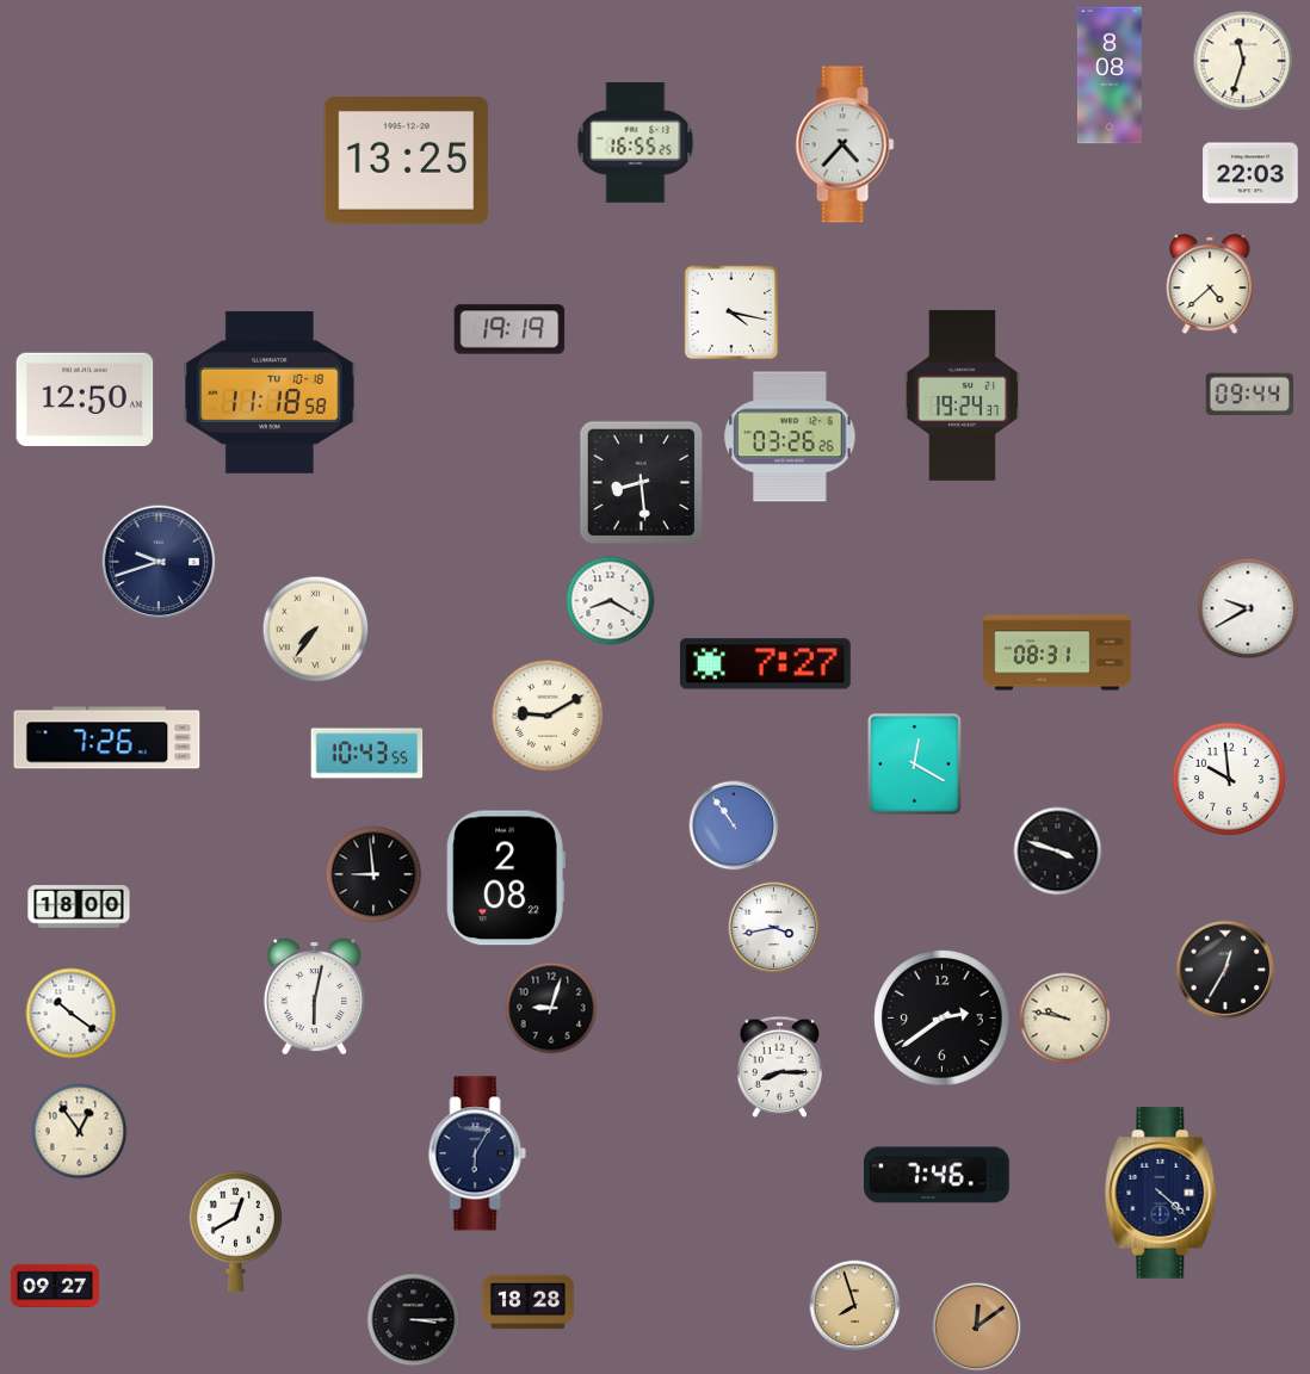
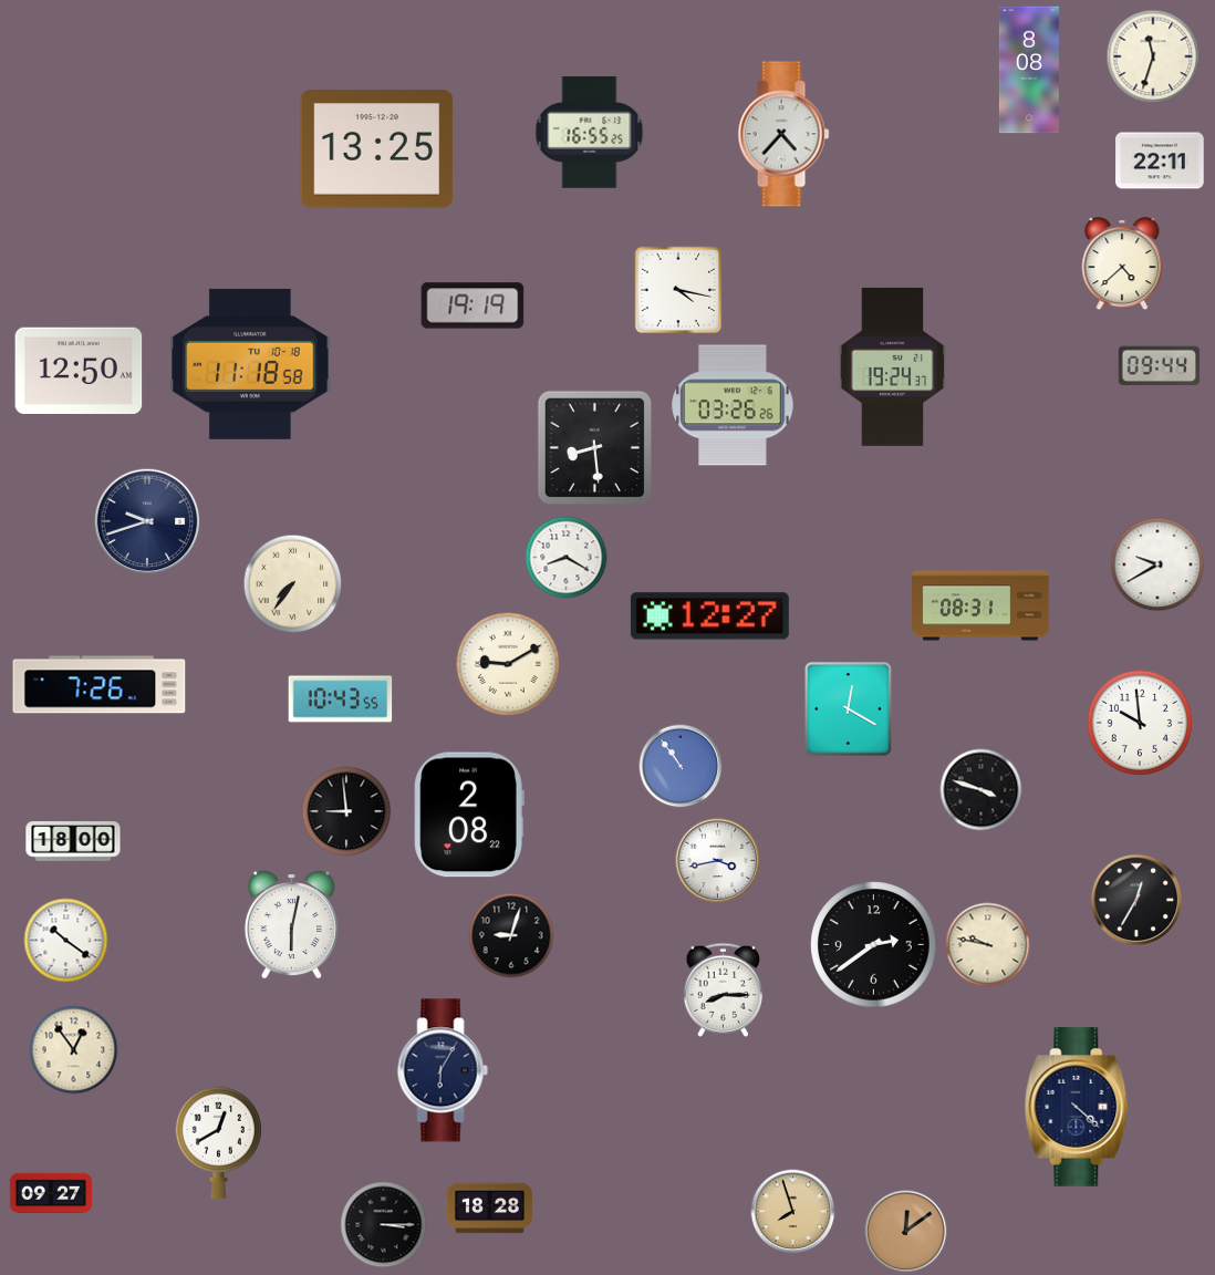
clock at (1250, 173): 22:03 -> 22:11
clock at (765, 664): 7:27 -> 12:27
clock at (937, 1175): 7:46 -> none
